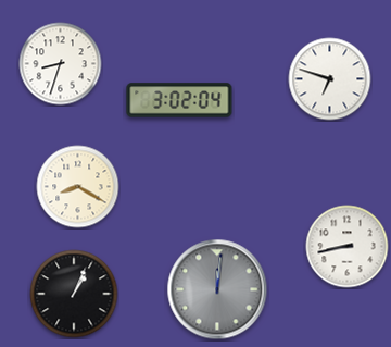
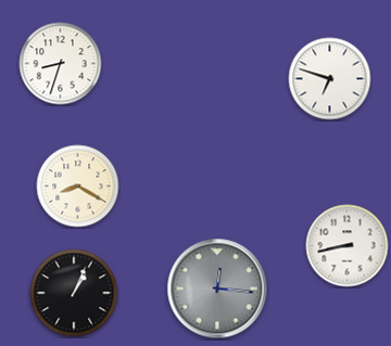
clock at (179, 100): 3:02 -> none
clock at (217, 289): 12:01 -> 12:16
